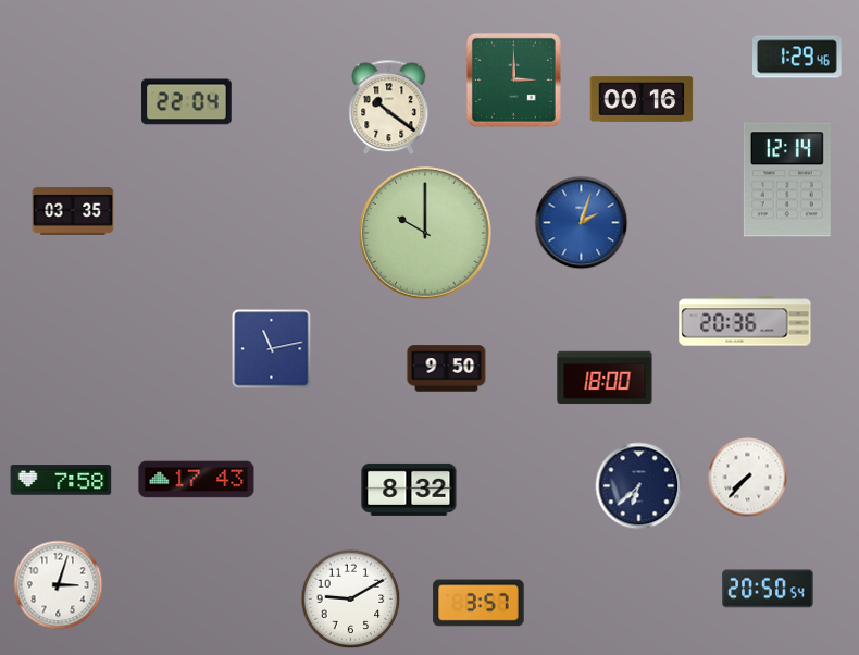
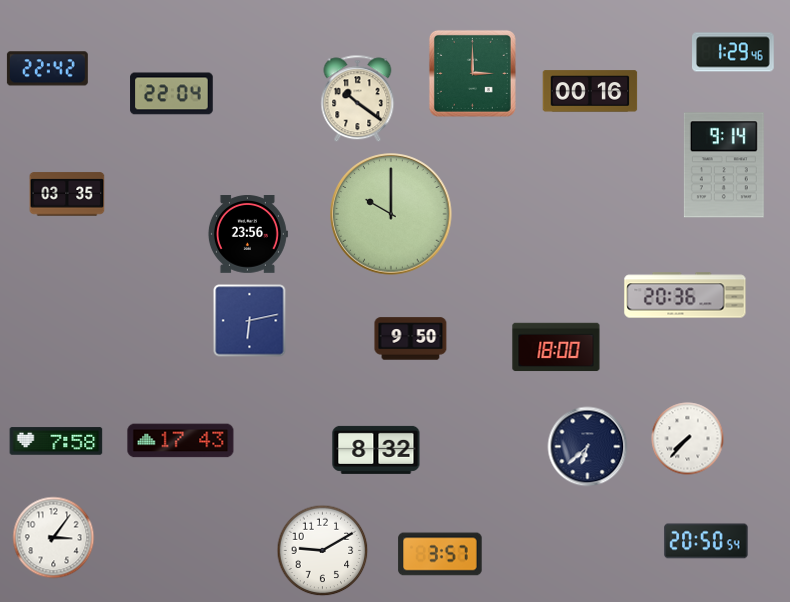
clock at (47, 69): none -> 22:42
clock at (787, 180): 12:14 -> 9:14
clock at (582, 223): 2:03 -> none
clock at (247, 235): none -> 23:56
clock at (272, 349): 11:13 -> 6:13
clock at (59, 585): 3:03 -> 3:06
